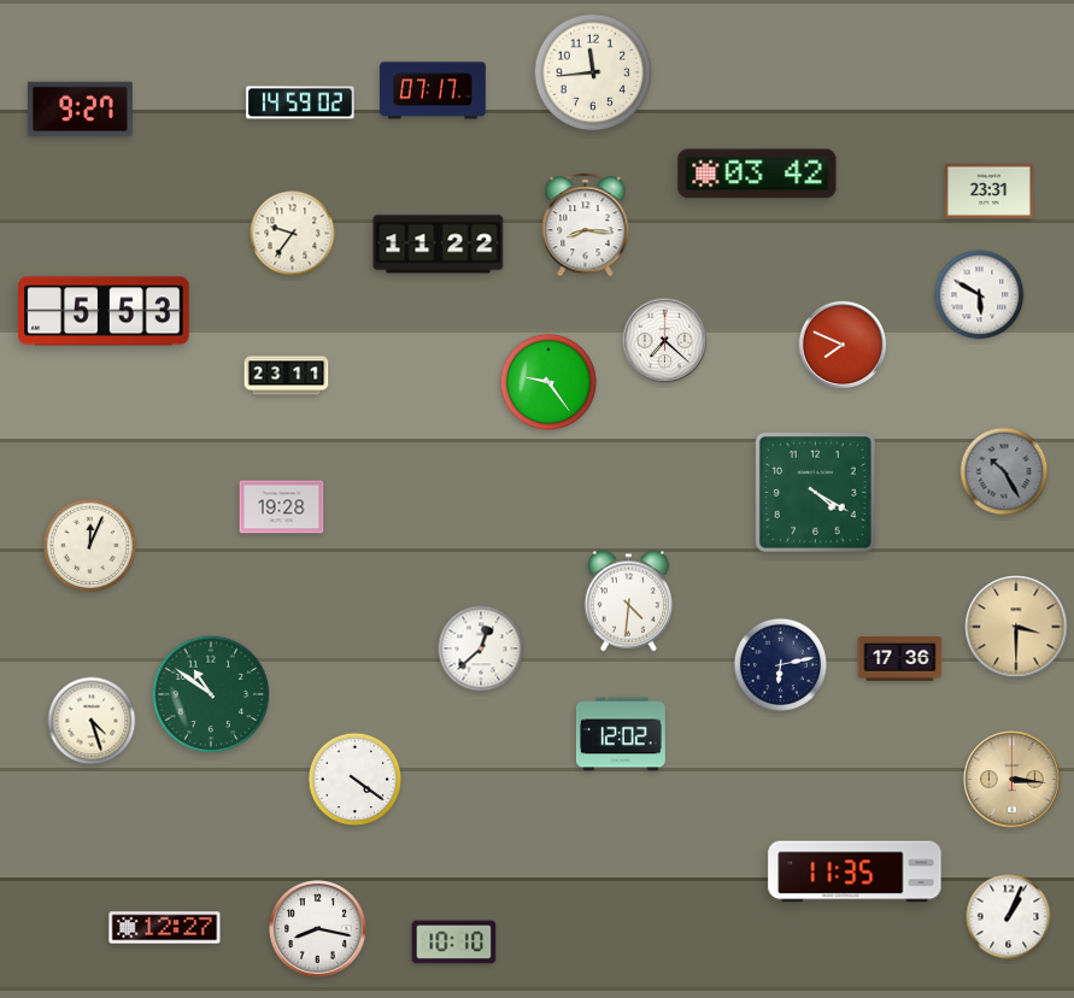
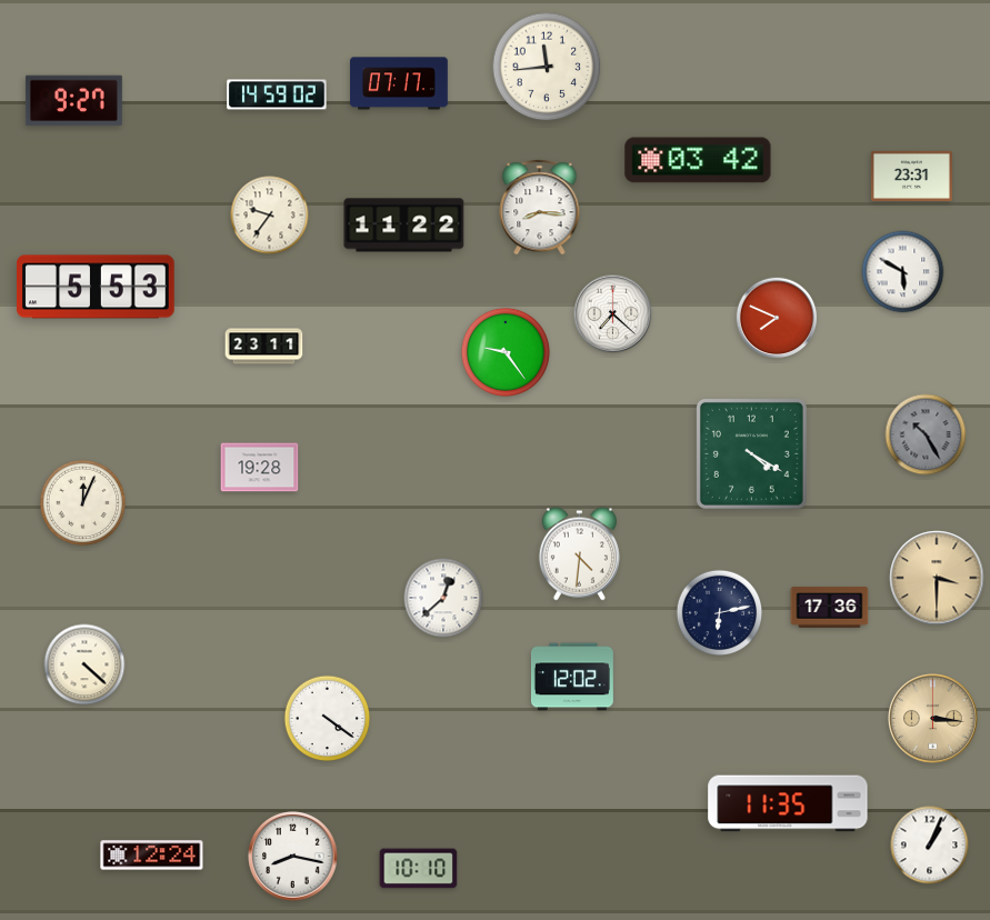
clock at (211, 694): 10:51 -> none
clock at (92, 721): 4:27 -> 4:22
clock at (165, 928): 12:27 -> 12:24
